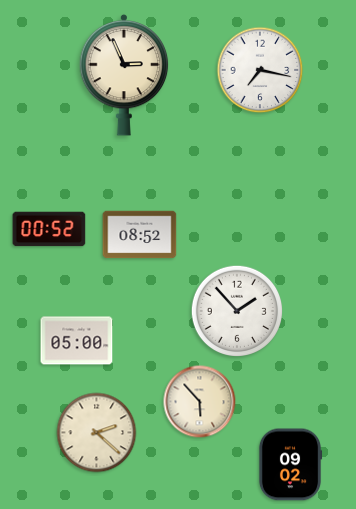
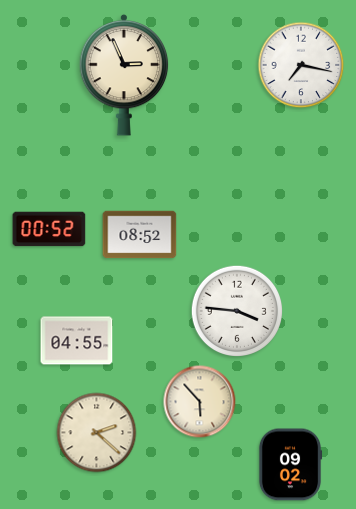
clock at (260, 70) position: (260, 70) -> (301, 65)
clock at (236, 310): 1:53 -> 3:46
clock at (77, 341): 05:00 -> 04:55
